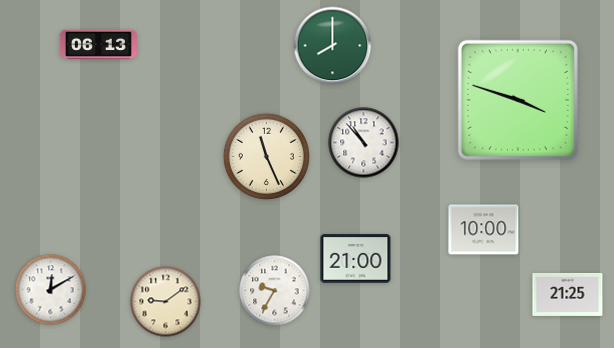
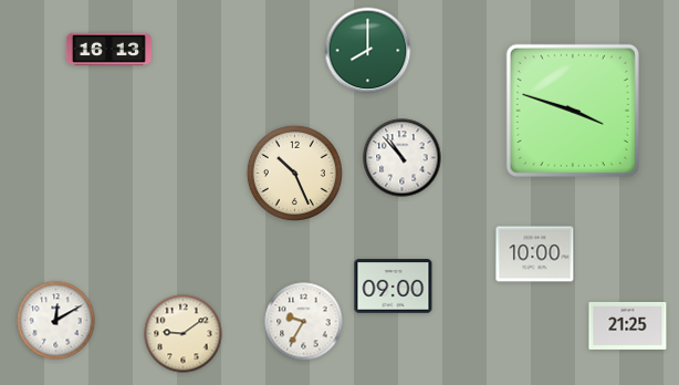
clock at (98, 45): 06:13 -> 16:13
clock at (266, 156): 11:26 -> 10:26
clock at (356, 259): 21:00 -> 09:00
